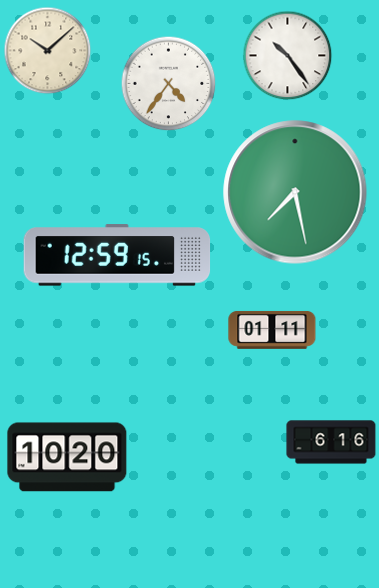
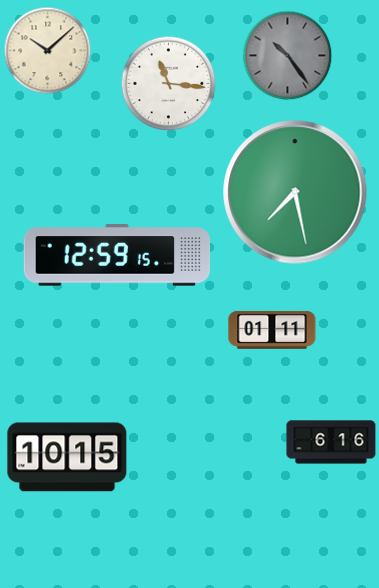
clock at (288, 56) dial: white -> grey
clock at (169, 84): 4:36 -> 11:16
clock at (67, 457): 10:20 -> 10:15
